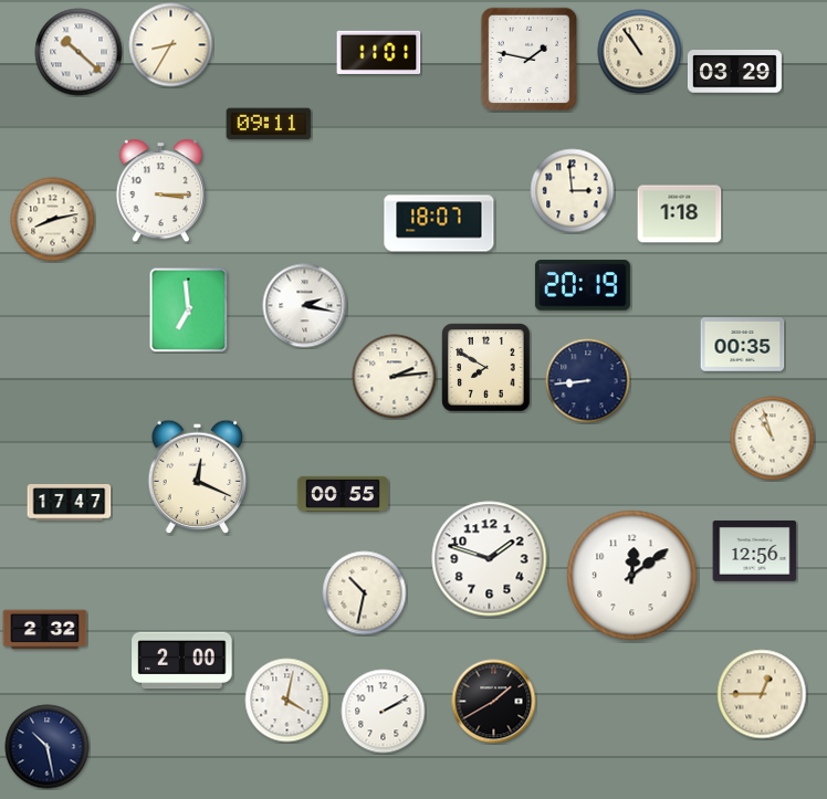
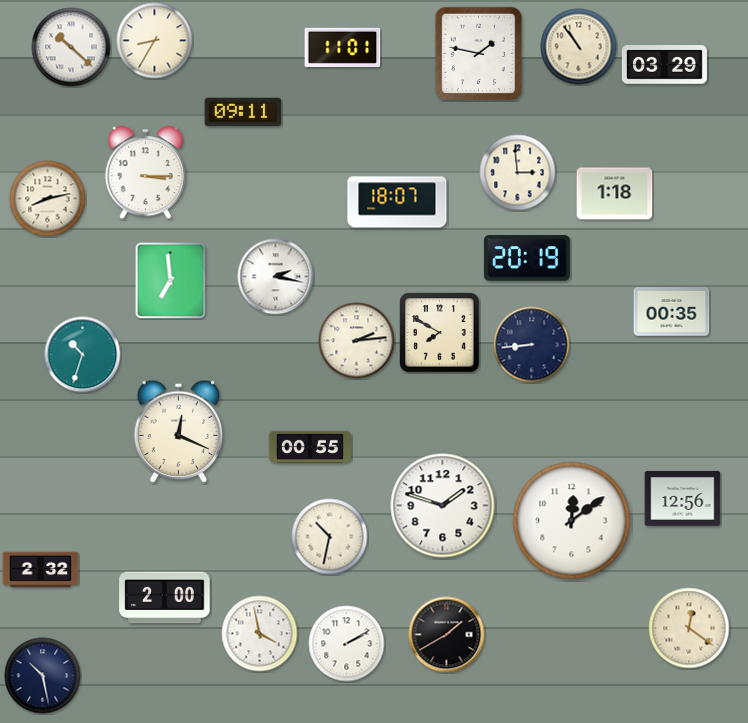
clock at (83, 355): none -> 10:33
clock at (773, 439): 10:57 -> none
clock at (70, 503): 17:47 -> none
clock at (762, 694): 12:45 -> 12:21
clock at (287, 701): 4:02 -> 3:58
